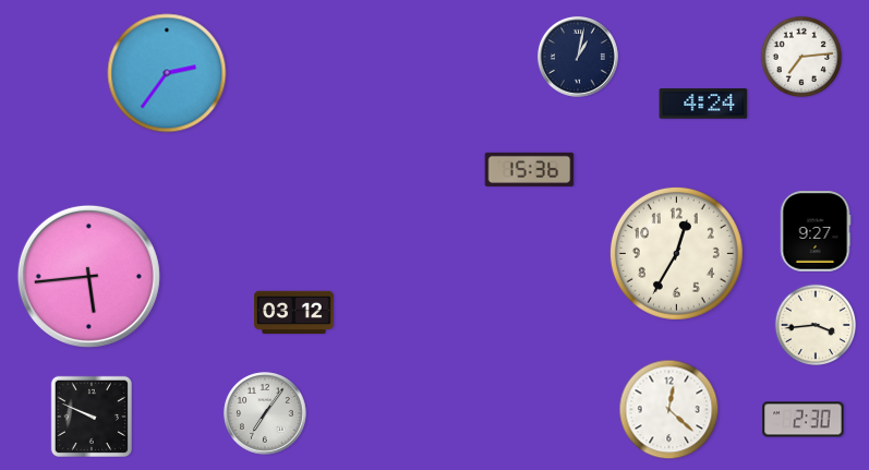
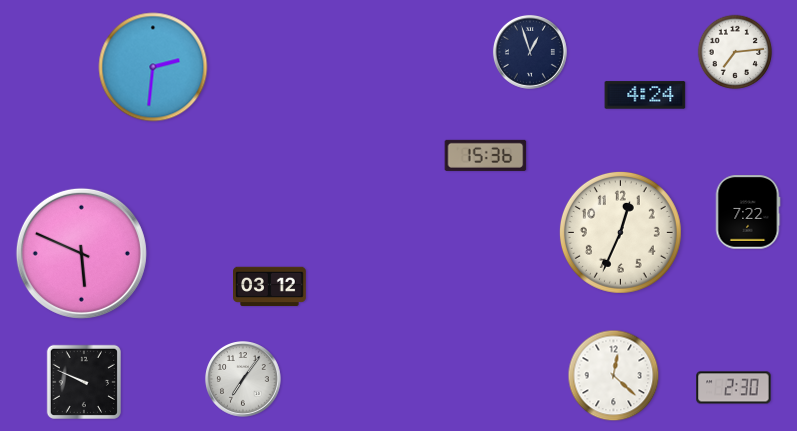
clock at (578, 57): 1:02 -> 12:57
clock at (167, 73): 2:36 -> 2:31
clock at (816, 231): 9:27 -> 7:22
clock at (676, 253): 12:35 -> 12:34
clock at (88, 276): 5:44 -> 5:49
clock at (816, 325): 3:44 -> none
clock at (804, 420) position: (804, 420) -> (734, 388)
